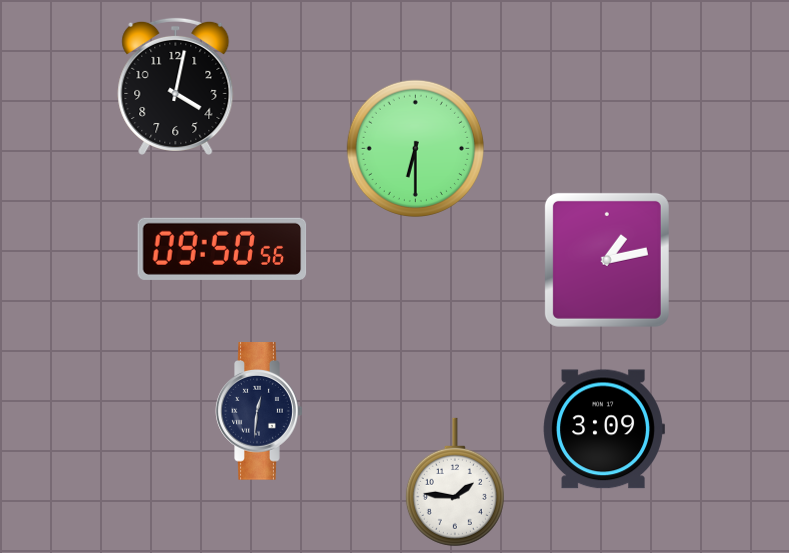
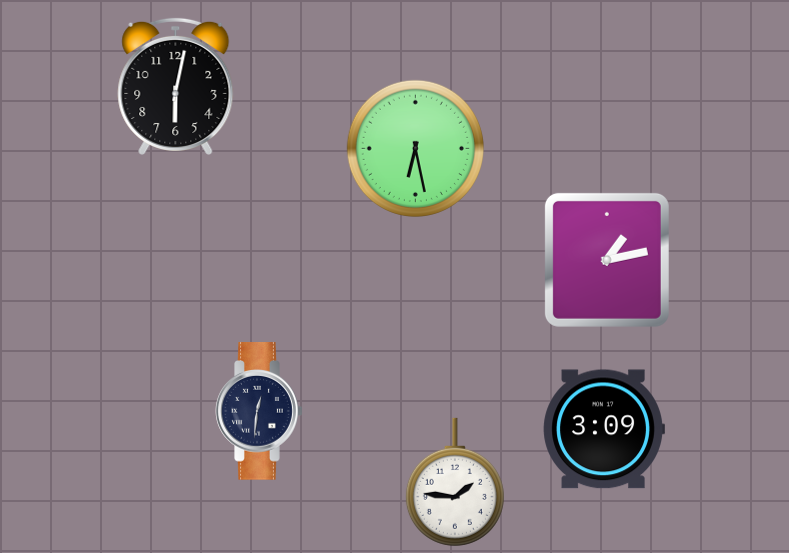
clock at (176, 86): 4:02 -> 6:02
clock at (415, 148): 6:30 -> 6:28
clock at (222, 249): 09:50 -> none
